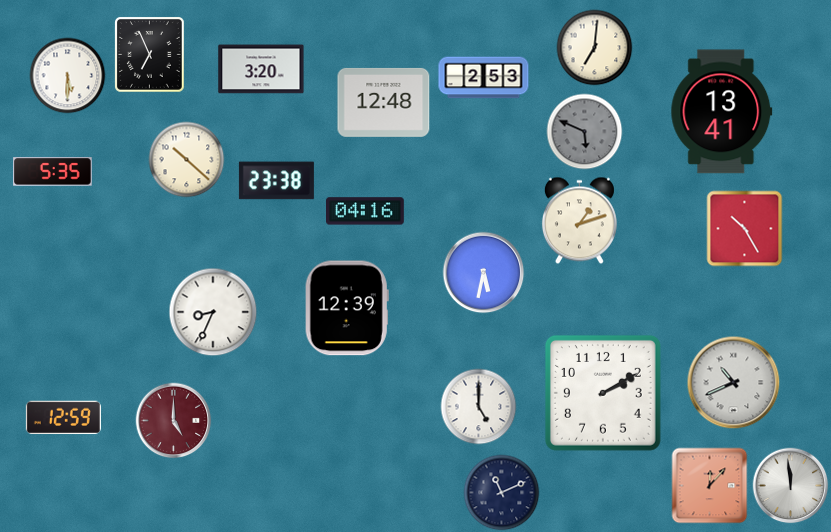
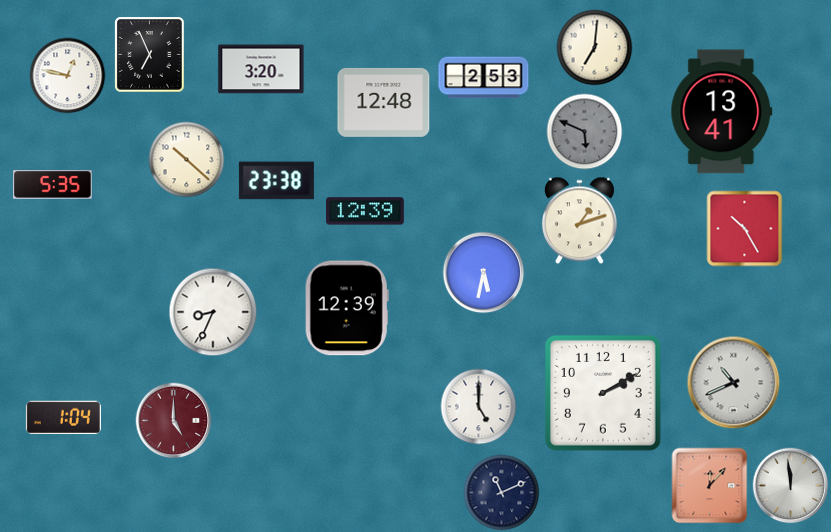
clock at (68, 76): 5:30 -> 12:47
clock at (53, 172) position: (53, 172) -> (53, 185)
clock at (366, 211): 04:16 -> 12:39
clock at (63, 417): 12:59 -> 1:04
